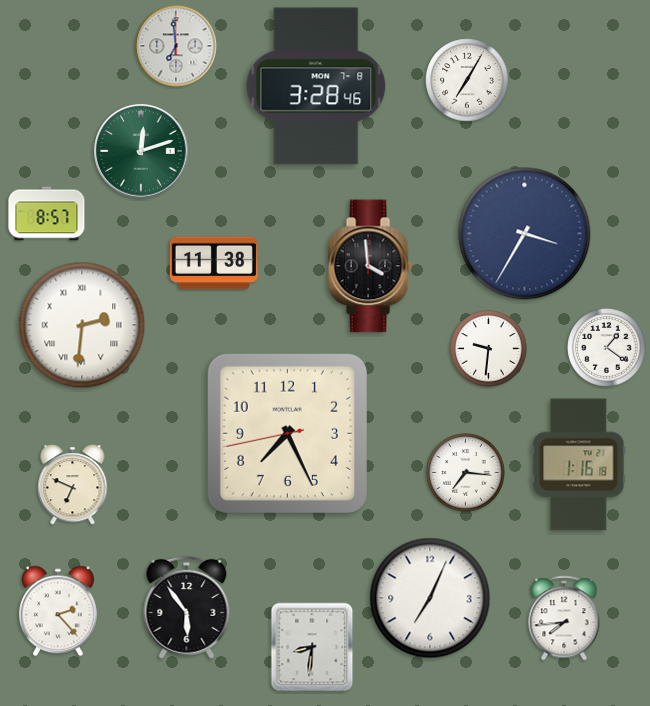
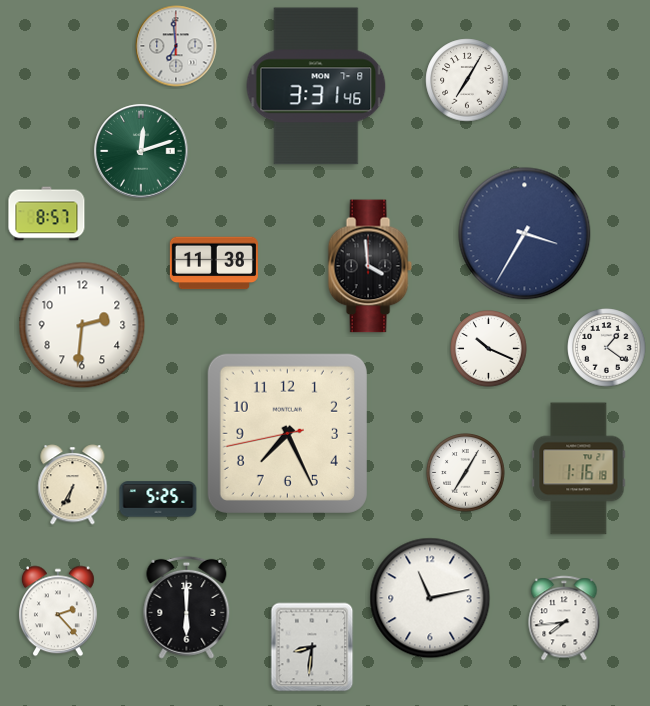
clock at (316, 86): 3:28 -> 3:31
clock at (82, 325) numerals: Roman -> Arabic
clock at (489, 349): 9:31 -> 10:19
clock at (579, 465) position: (579, 465) -> (579, 469)
clock at (466, 473): 7:16 -> 7:05
clock at (73, 485): 6:49 -> 6:35
clock at (158, 499): none -> 5:25
clock at (430, 598): 7:04 -> 11:13
clock at (187, 607): 5:54 -> 6:00
